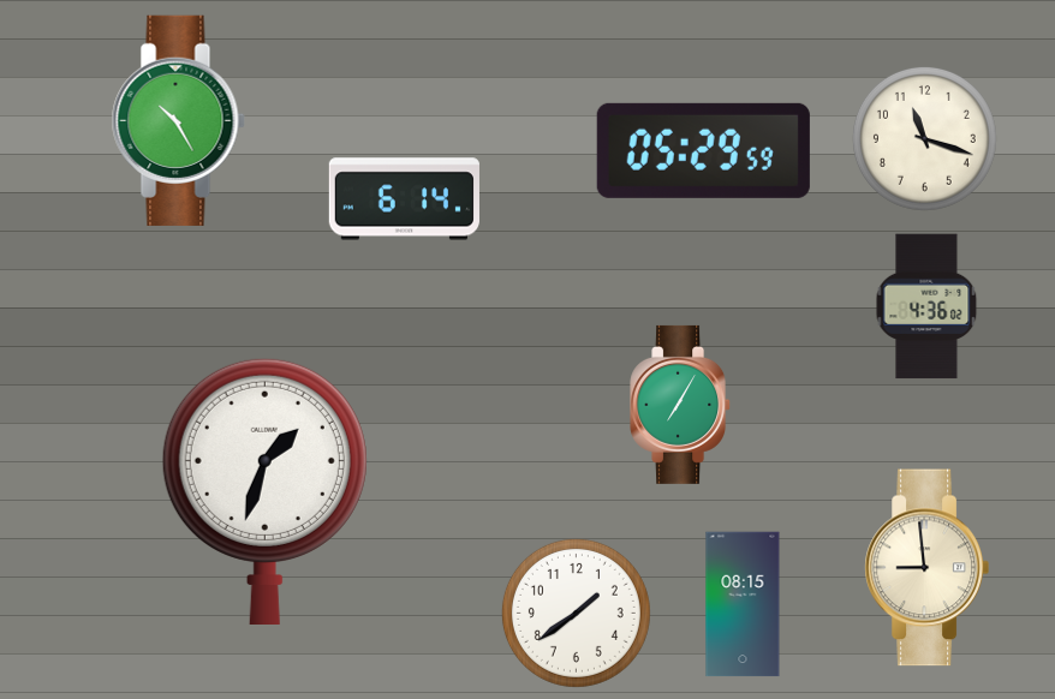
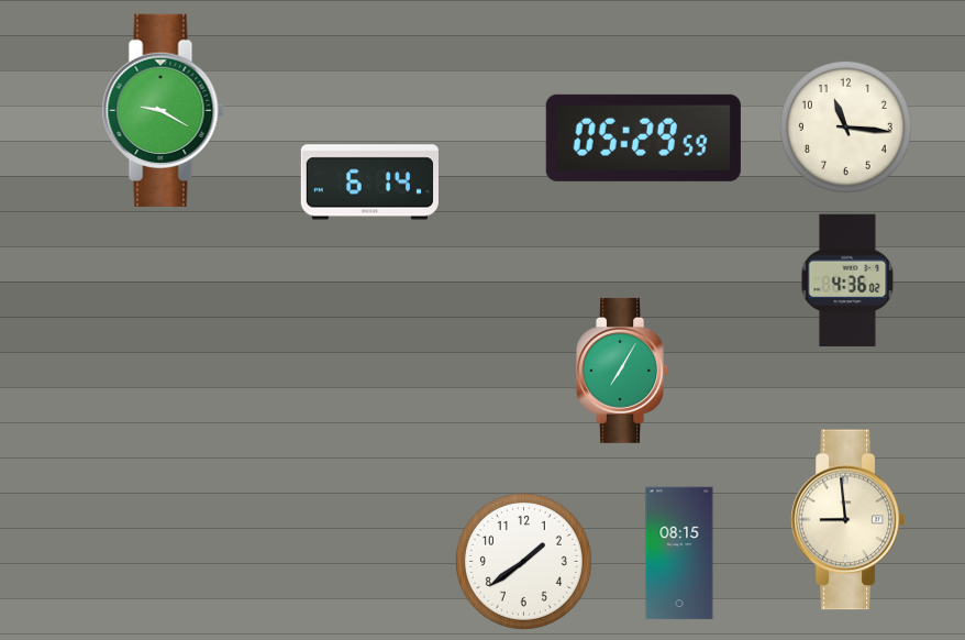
clock at (178, 120): 10:25 -> 9:20
clock at (924, 138): 11:18 -> 11:16
clock at (264, 490): 1:33 -> none
clock at (576, 613) position: (576, 613) -> (523, 561)
